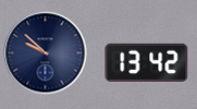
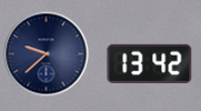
clock at (46, 53): 9:52 -> 9:38
